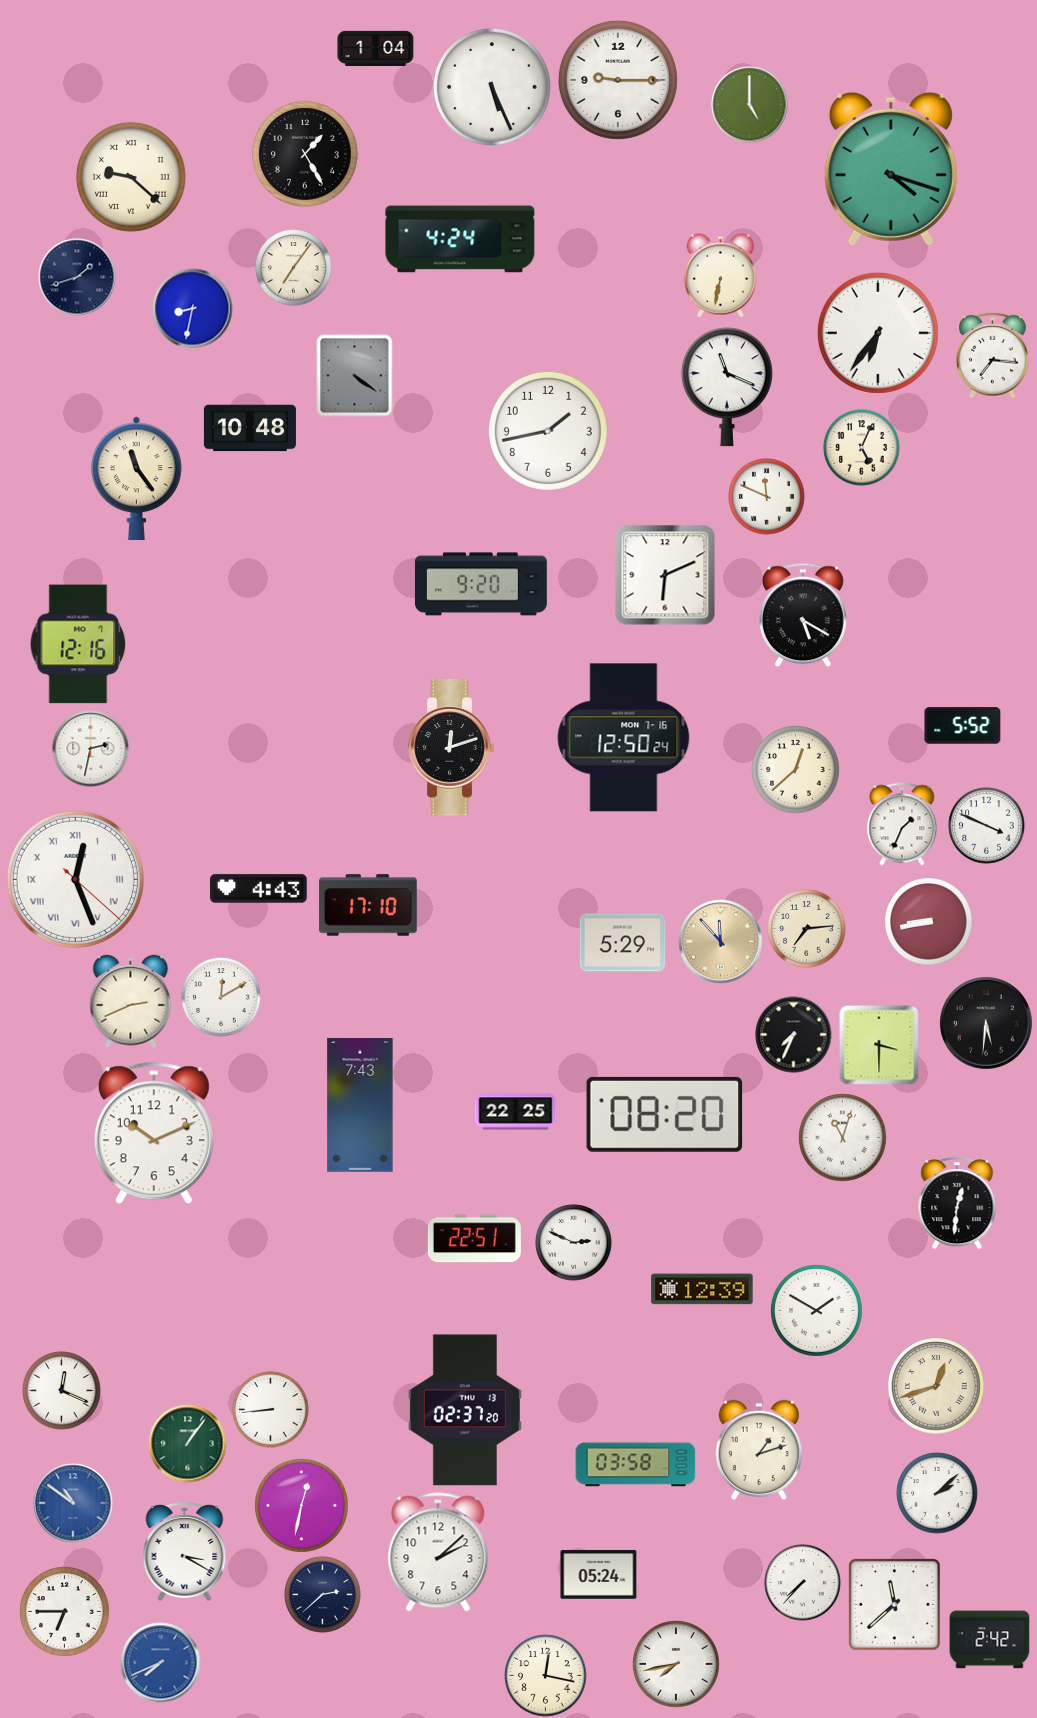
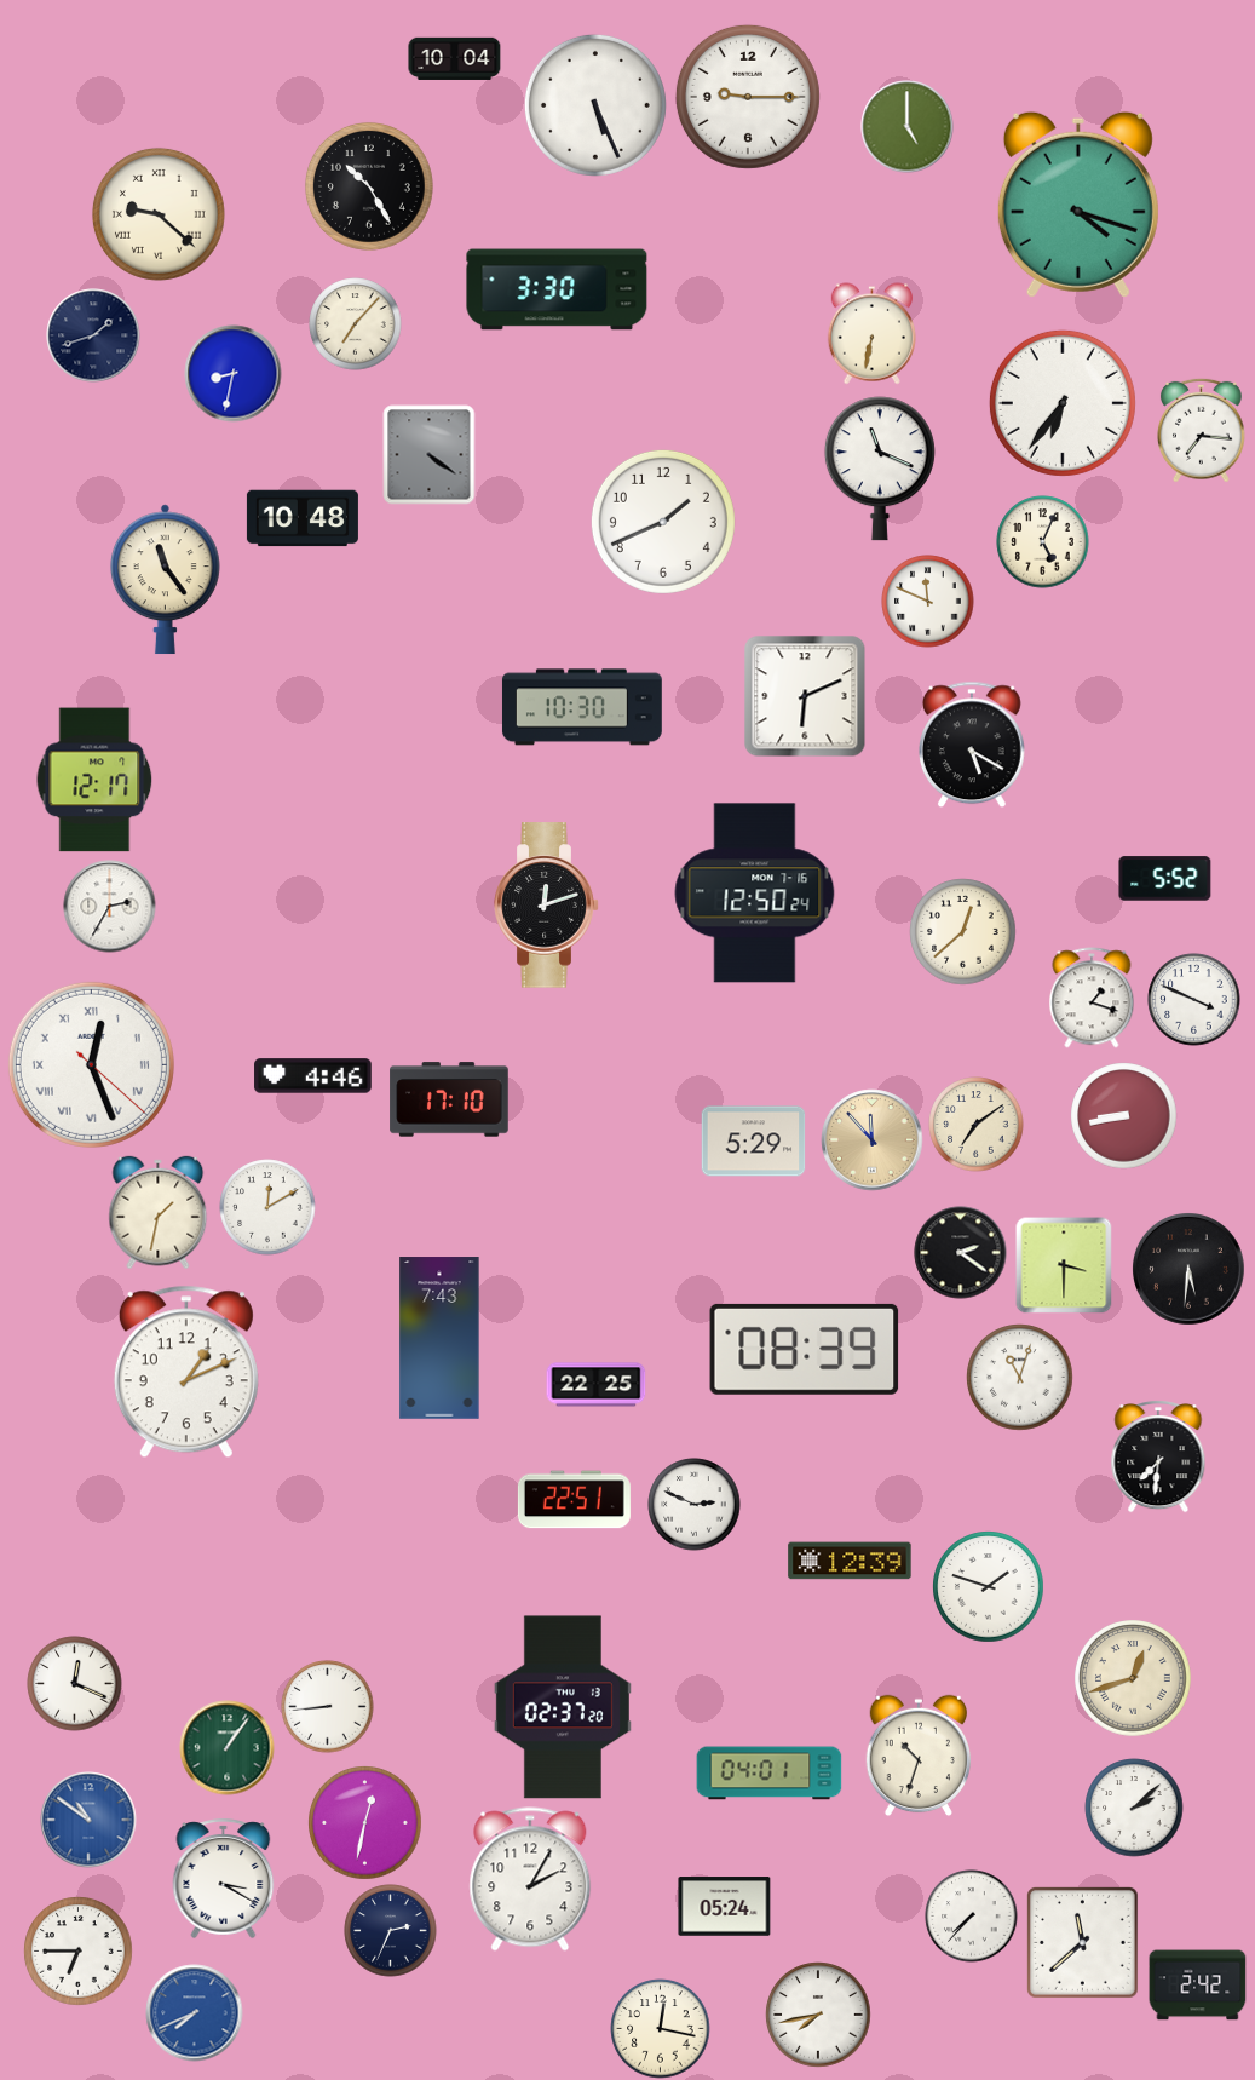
clock at (376, 48): 1:04 -> 10:04
clock at (305, 154): 1:25 -> 10:25
clock at (460, 239): 4:24 -> 3:30
clock at (294, 268): 7:06 -> 7:07
clock at (548, 431): 1:43 -> 1:41
clock at (481, 584): 9:20 -> 10:30
clock at (78, 644): 12:16 -> 12:17
clock at (91, 749): 2:32 -> 2:35
clock at (902, 824): 1:34 -> 1:18
clock at (259, 889): 4:43 -> 4:46
clock at (368, 905) position: (368, 905) -> (449, 1099)
clock at (807, 929): 7:14 -> 7:09
clock at (131, 1002): 2:41 -> 1:32
clock at (987, 1024) position: (987, 1024) -> (1190, 1270)
clock at (794, 1035): 7:34 -> 2:21
clock at (360, 1105) position: (360, 1105) -> (439, 1338)
clock at (516, 1112) position: (516, 1112) -> (597, 1385)
clock at (665, 1114): 08:20 -> 08:39
clock at (154, 1133): 10:11 -> 1:11
clock at (957, 1203): 12:31 -> 7:31
clock at (817, 1311): 1:50 -> 1:48
clock at (758, 1450): 1:12 -> 10:33
clock at (636, 1465): 03:58 -> 04:01
clock at (438, 1552): 2:08 -> 2:05
clock at (323, 1595): 2:38 -> 2:34
